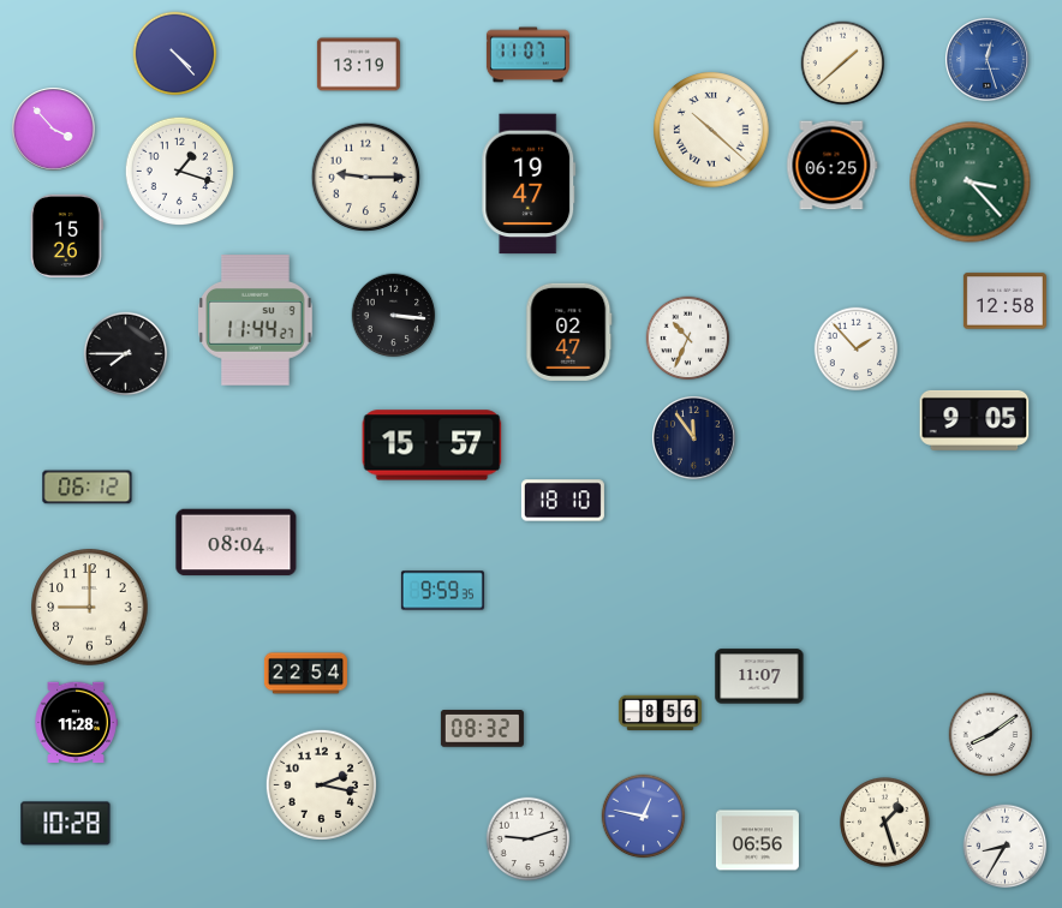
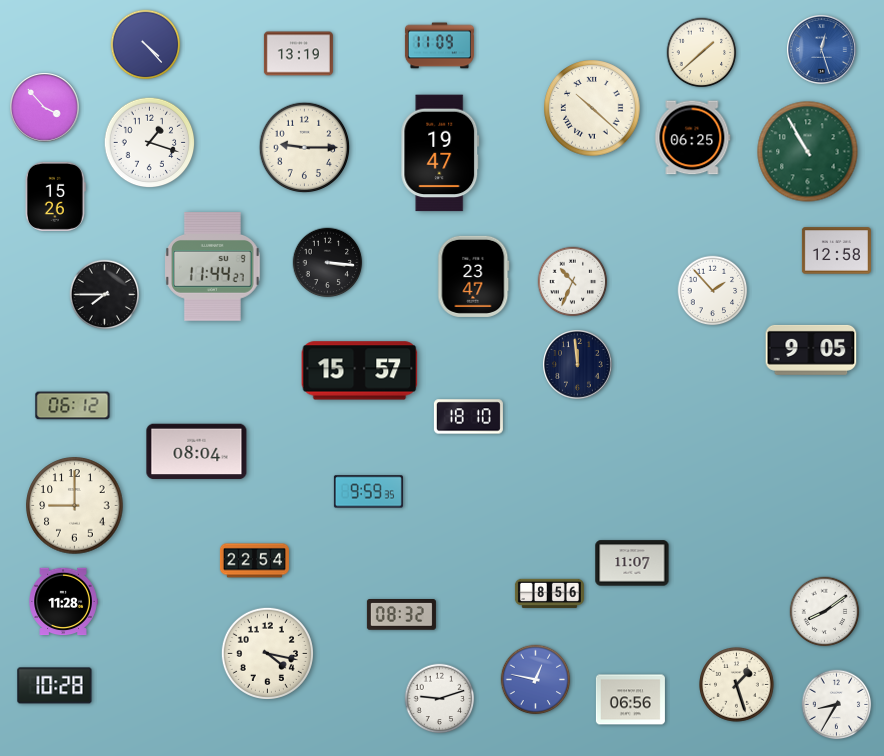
clock at (527, 55): 11:07 -> 11:09
clock at (971, 183): 3:23 -> 10:55
clock at (569, 331): 02:47 -> 23:47
clock at (694, 438): 11:54 -> 11:59
clock at (482, 729) position: (482, 729) -> (401, 615)
clock at (321, 784): 2:17 -> 4:17
